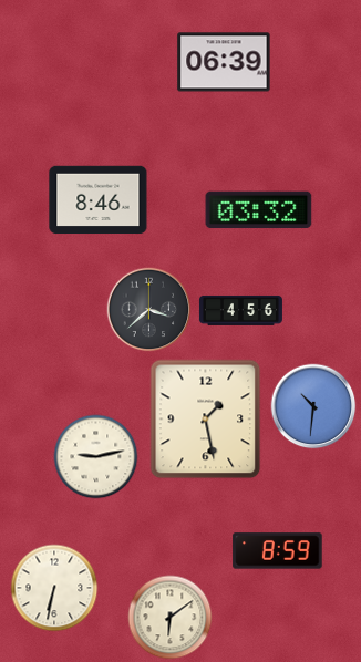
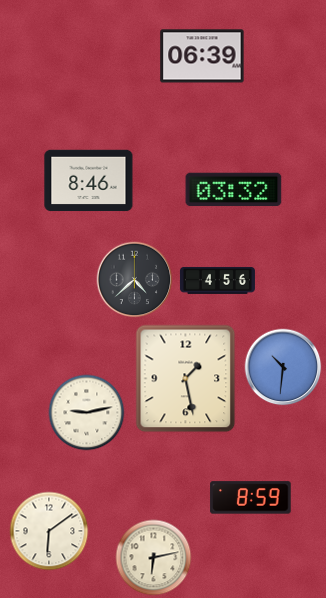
clock at (149, 310): 3:38 -> 4:38
clock at (54, 588): 6:32 -> 6:09
clock at (171, 618): 6:09 -> 6:13
